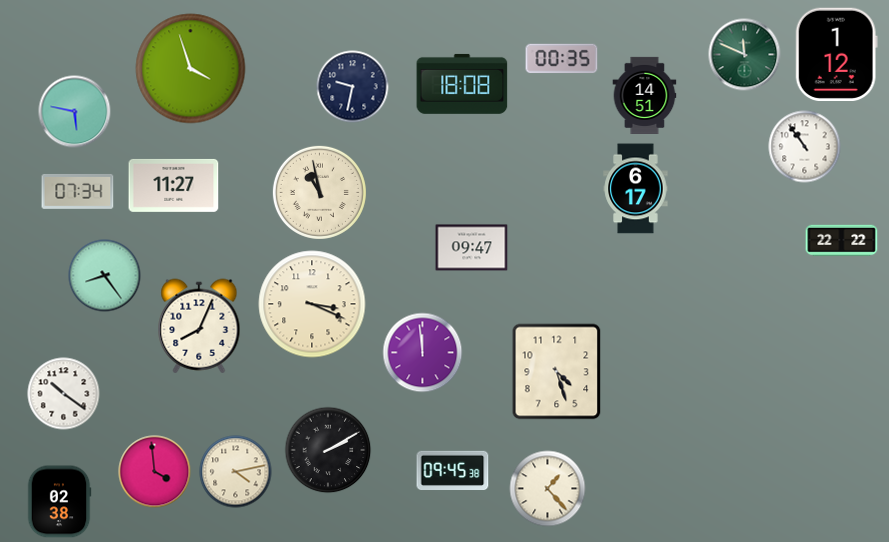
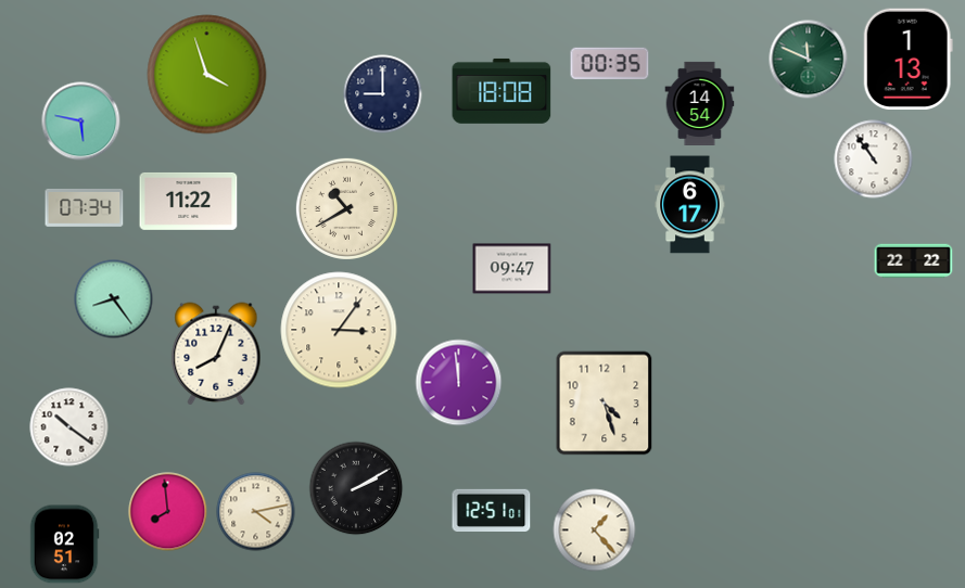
clock at (836, 54): 1:12 -> 1:13
clock at (353, 87): 9:32 -> 9:00
clock at (645, 95): 14:51 -> 14:54
clock at (174, 185): 11:27 -> 11:22
clock at (319, 192): 10:58 -> 10:40
clock at (312, 304): 3:19 -> 3:06
clock at (453, 470): 09:45 -> 12:51
clock at (155, 472): 3:59 -> 7:59
clock at (59, 502): 02:38 -> 02:51
